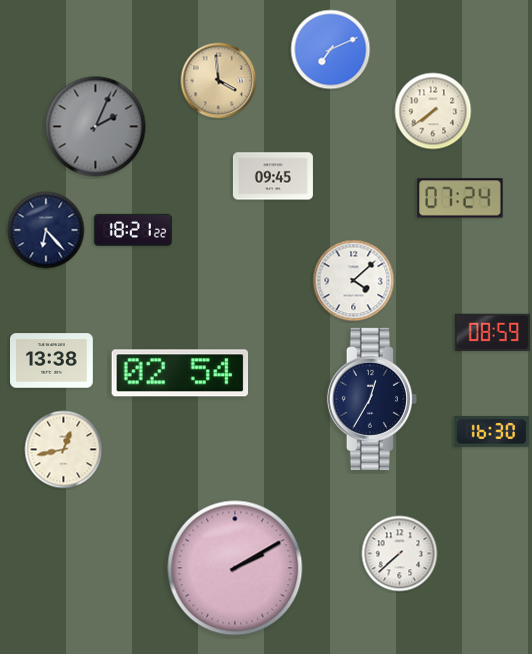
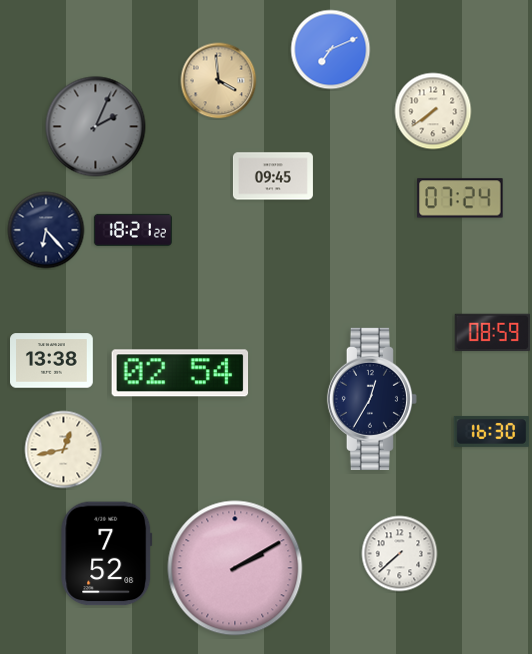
clock at (354, 281): 4:08 -> none
clock at (107, 554): none -> 7:52
